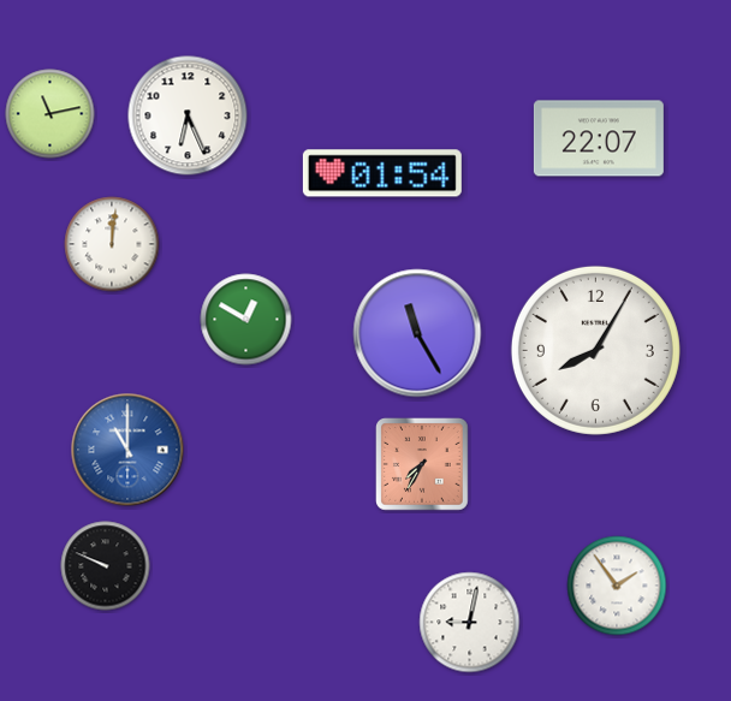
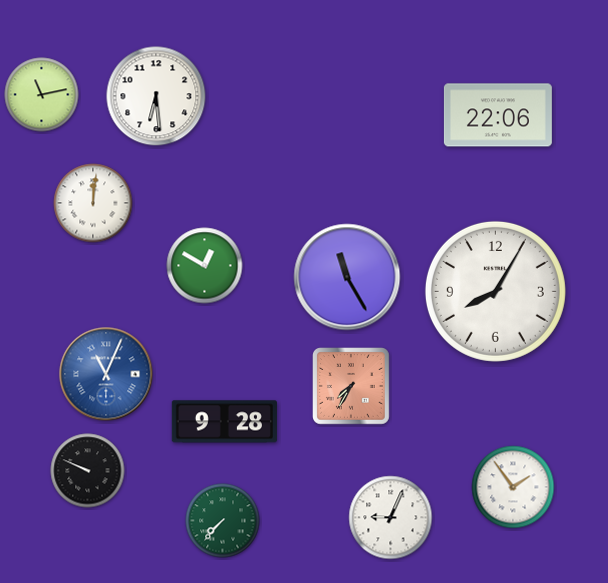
clock at (188, 115): 6:26 -> 6:29
clock at (599, 138): 22:07 -> 22:06
clock at (382, 173): 01:54 -> none
clock at (127, 450): 11:00 -> 11:04
clock at (224, 422): none -> 9:28
clock at (470, 623): 9:02 -> 9:04
clock at (223, 521): none -> 7:37
